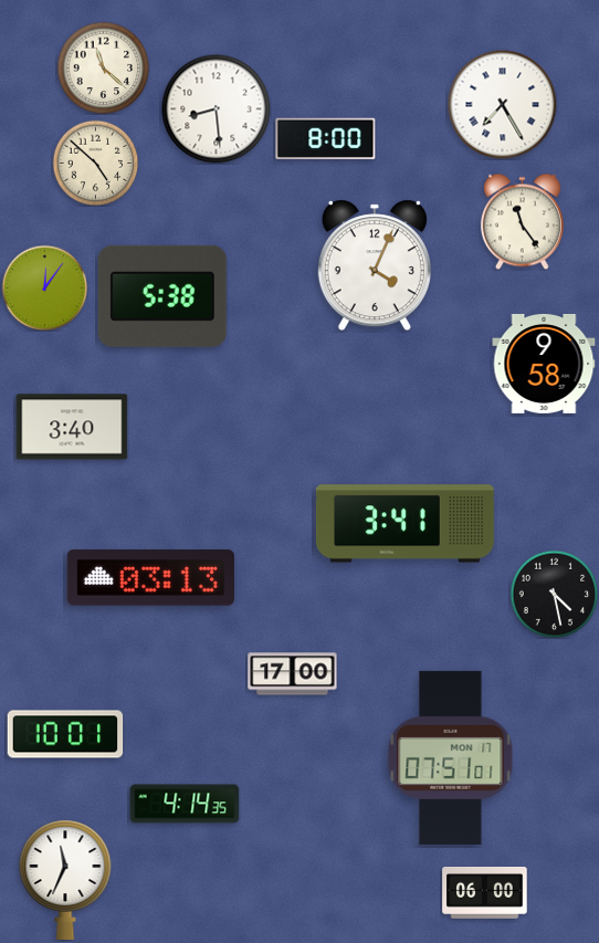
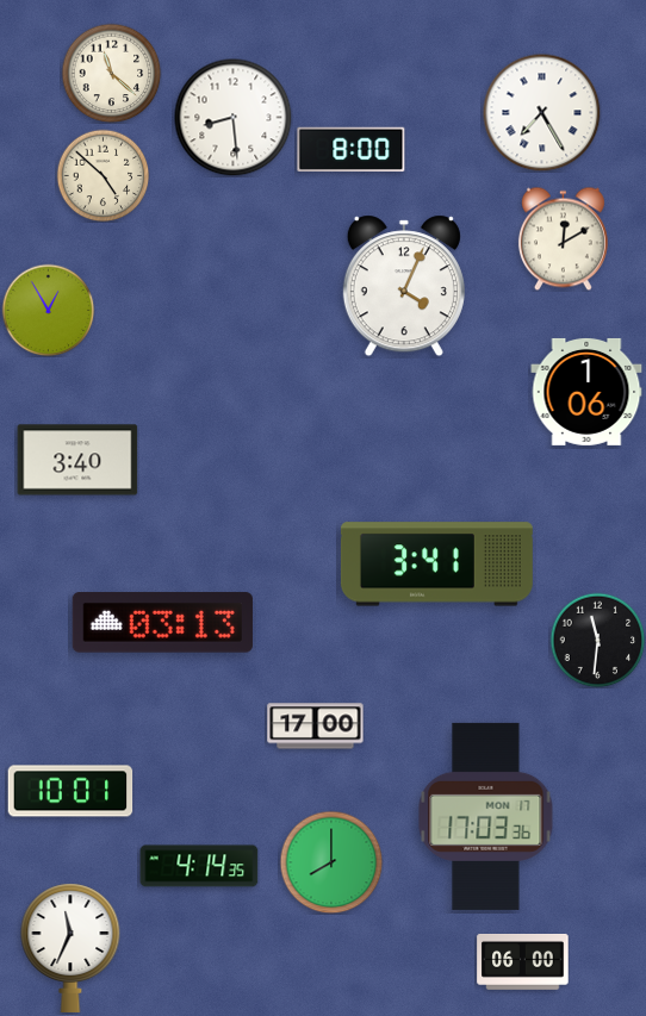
clock at (522, 221): 11:24 -> 12:10
clock at (44, 287): 12:06 -> 12:55
clock at (162, 296): 5:38 -> none
clock at (544, 364): 9:58 -> 1:06
clock at (554, 594): 4:28 -> 11:31
clock at (451, 757): 07:51 -> 17:03
clock at (331, 862): none -> 8:00
